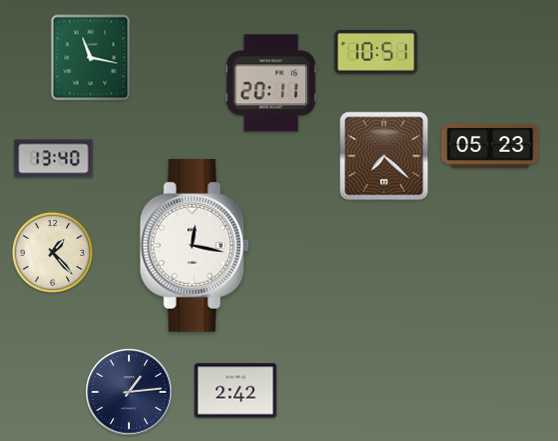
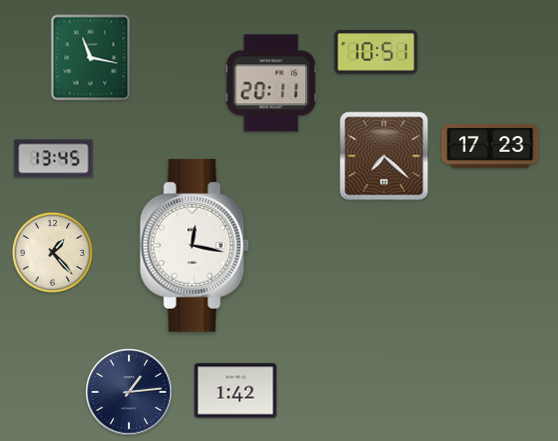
clock at (490, 146): 05:23 -> 17:23
clock at (54, 159): 13:40 -> 13:45
clock at (236, 391): 2:42 -> 1:42
